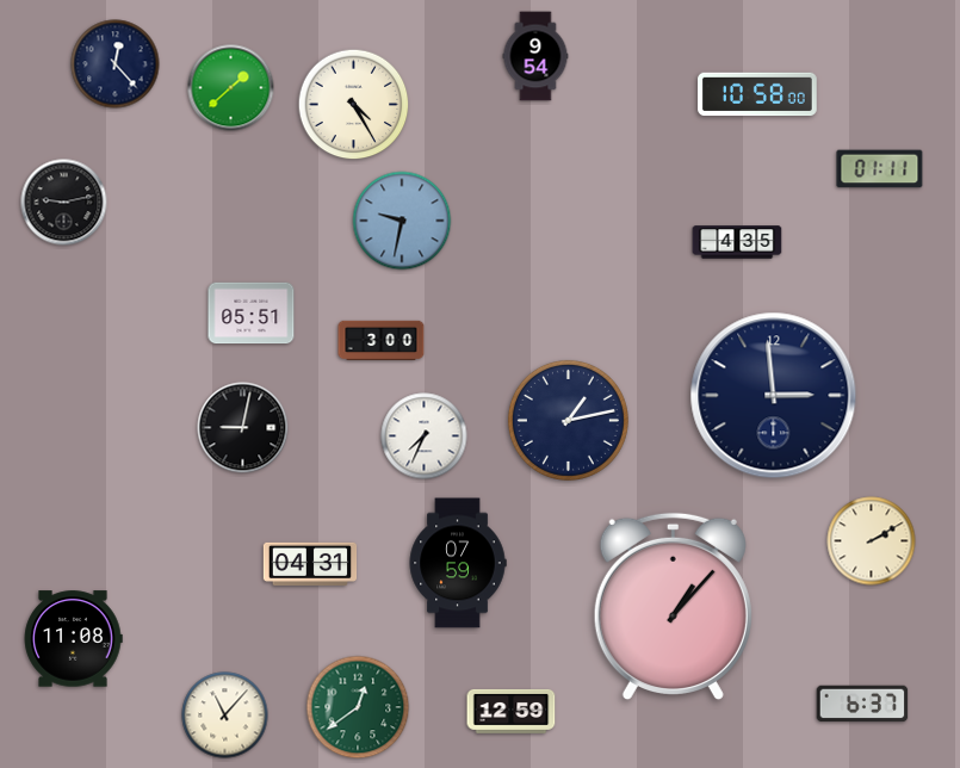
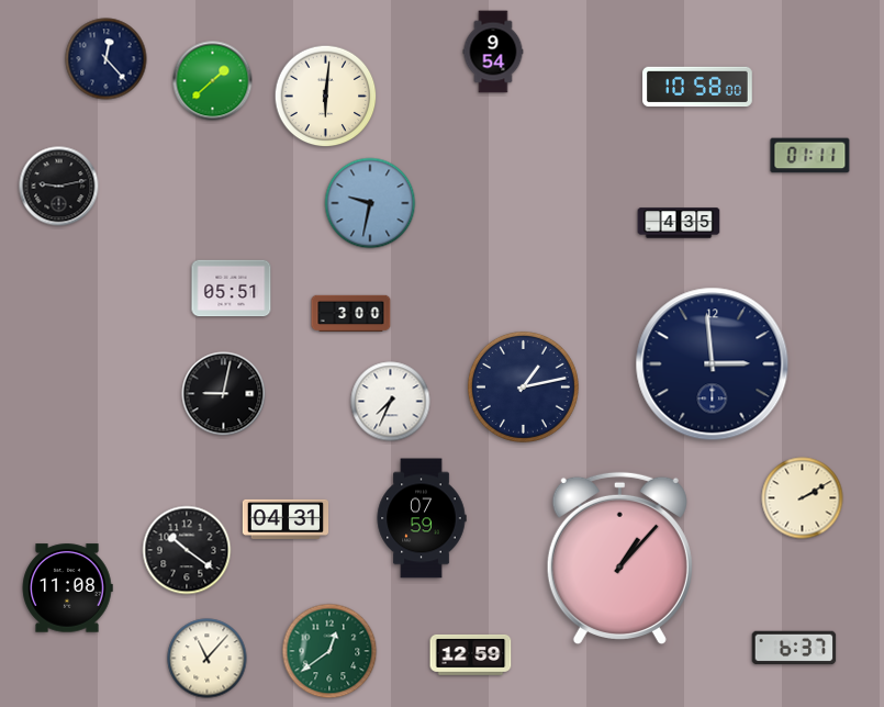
clock at (354, 105): 4:25 -> 6:01
clock at (187, 550): none -> 10:21
